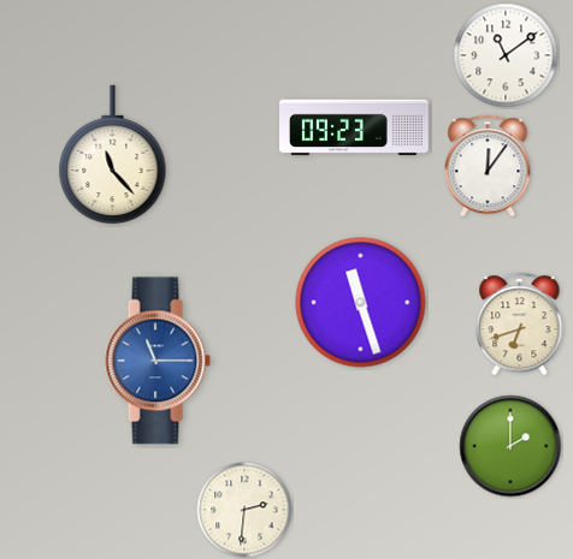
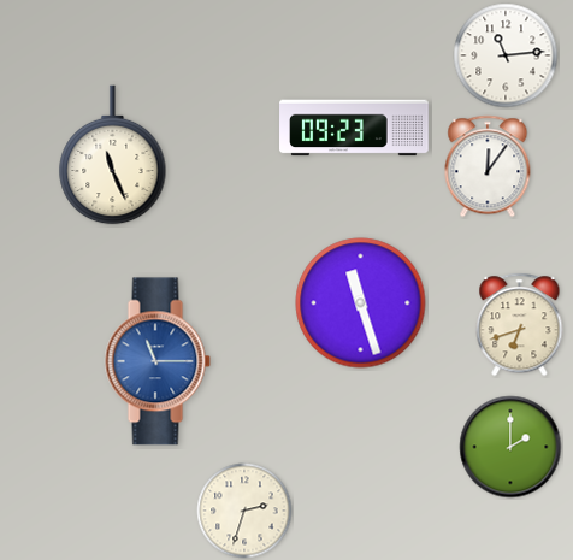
clock at (506, 55): 11:09 -> 11:14
clock at (113, 155): 11:23 -> 11:26
clock at (244, 510): 2:31 -> 2:33
